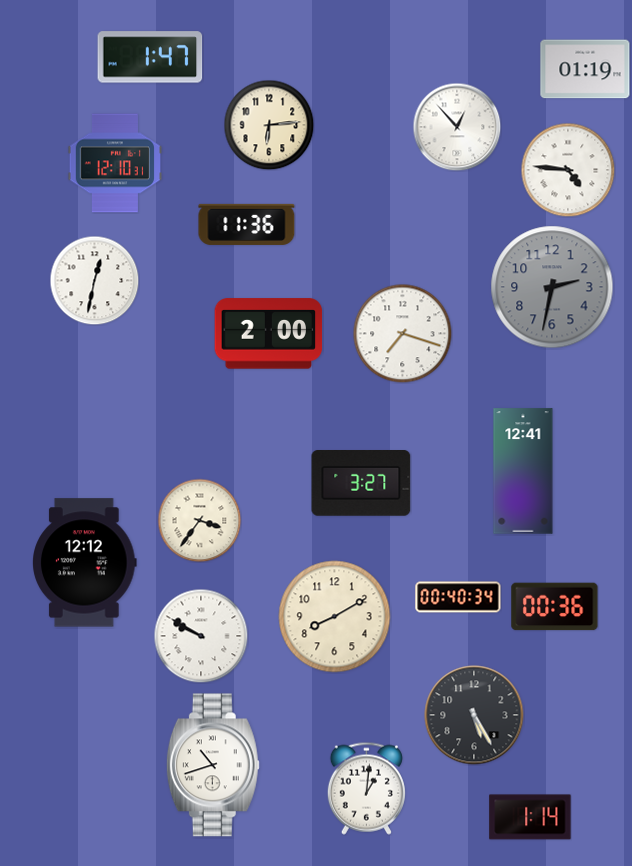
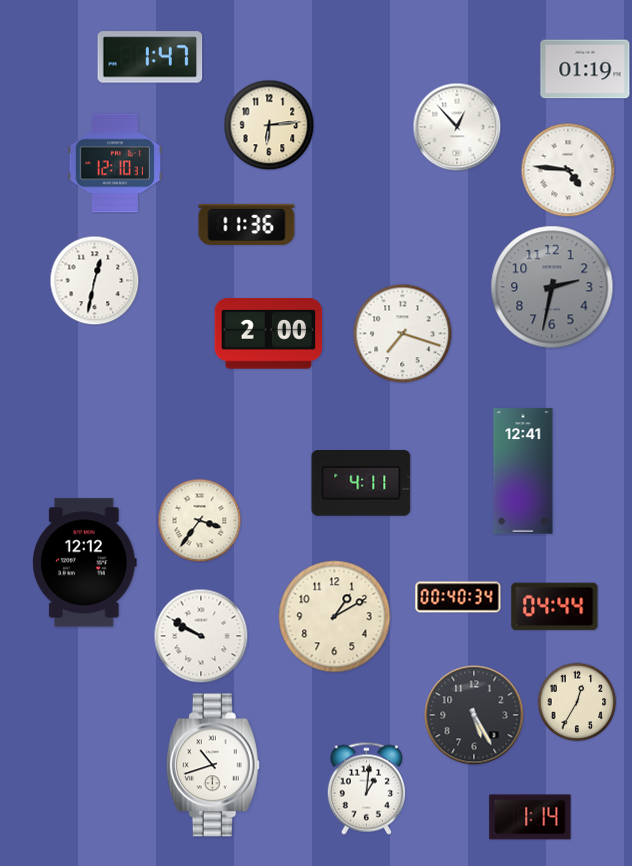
clock at (361, 484): 3:27 -> 4:11
clock at (555, 607): 00:36 -> 04:44
clock at (335, 617): 8:10 -> 1:10
clock at (577, 702): none -> 12:35
